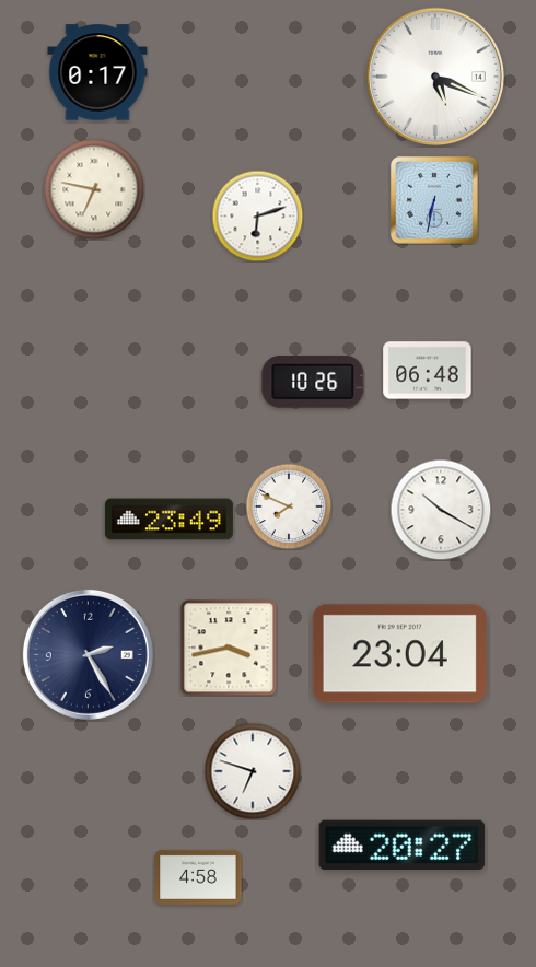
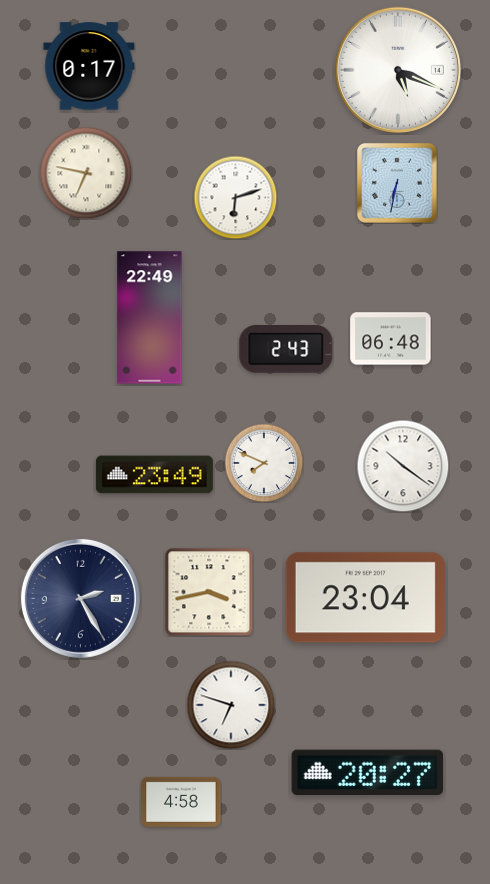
clock at (150, 318): none -> 22:49
clock at (313, 383): 10:26 -> 2:43
clock at (441, 510): 10:20 -> 10:21
